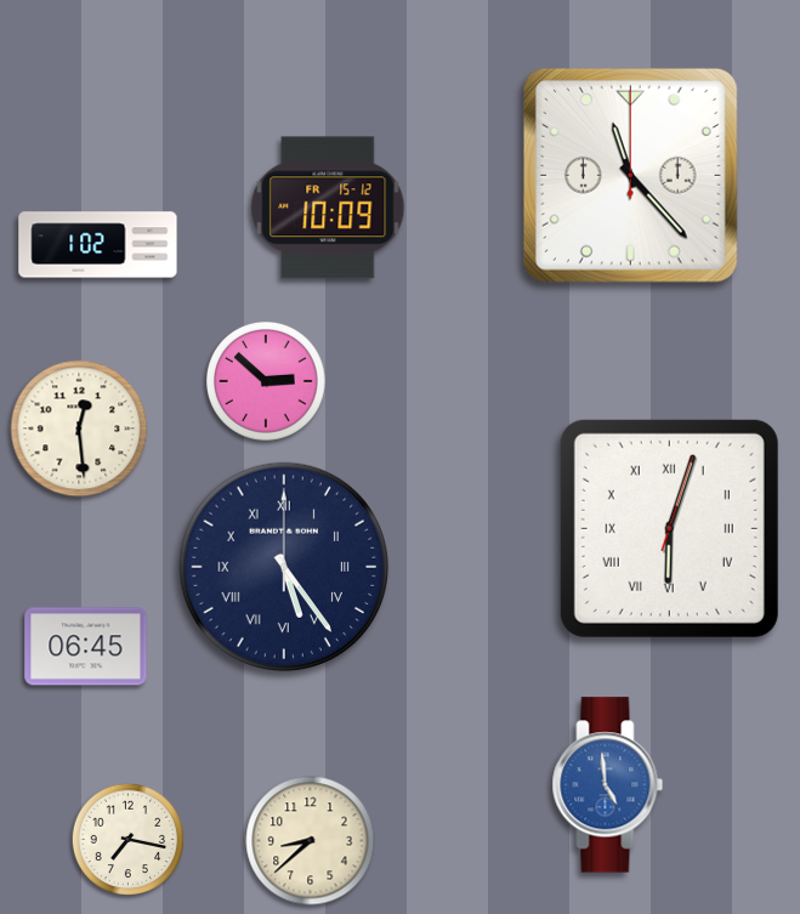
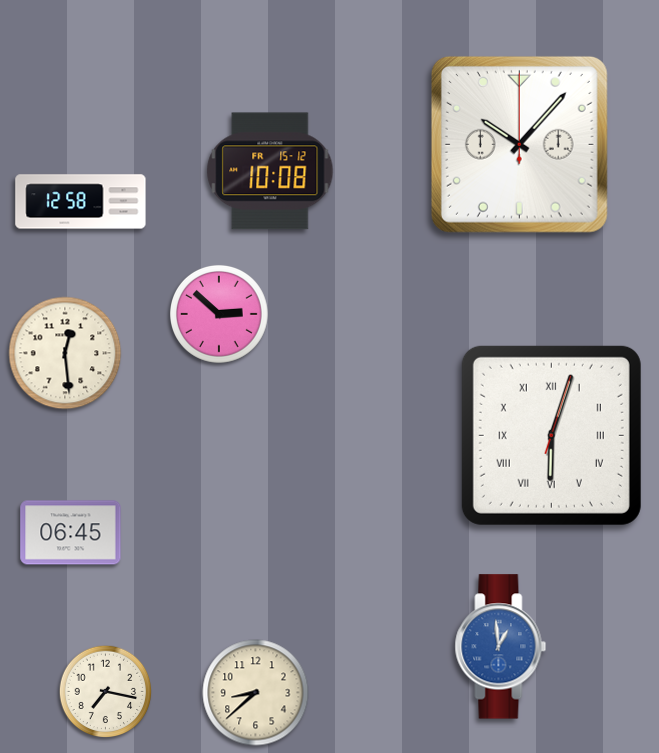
clock at (630, 175): 11:23 -> 10:07
clock at (328, 208): 10:09 -> 10:08
clock at (98, 245): 1:02 -> 12:58
clock at (284, 567): 5:24 -> none
clock at (608, 785): 4:59 -> 12:59
